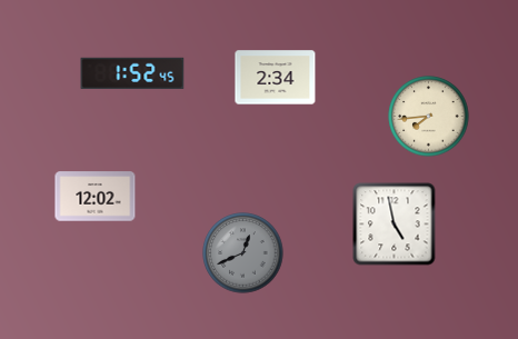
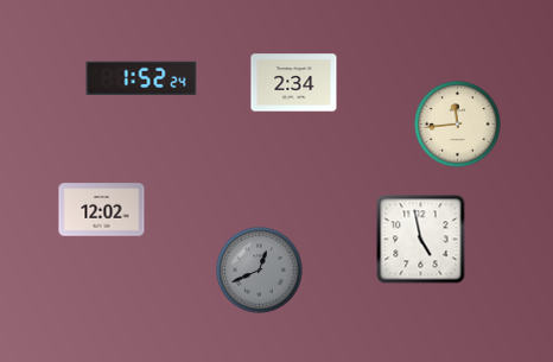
clock at (132, 72): 1:52:45 -> 1:52:24
clock at (429, 117): 7:44 -> 11:44
